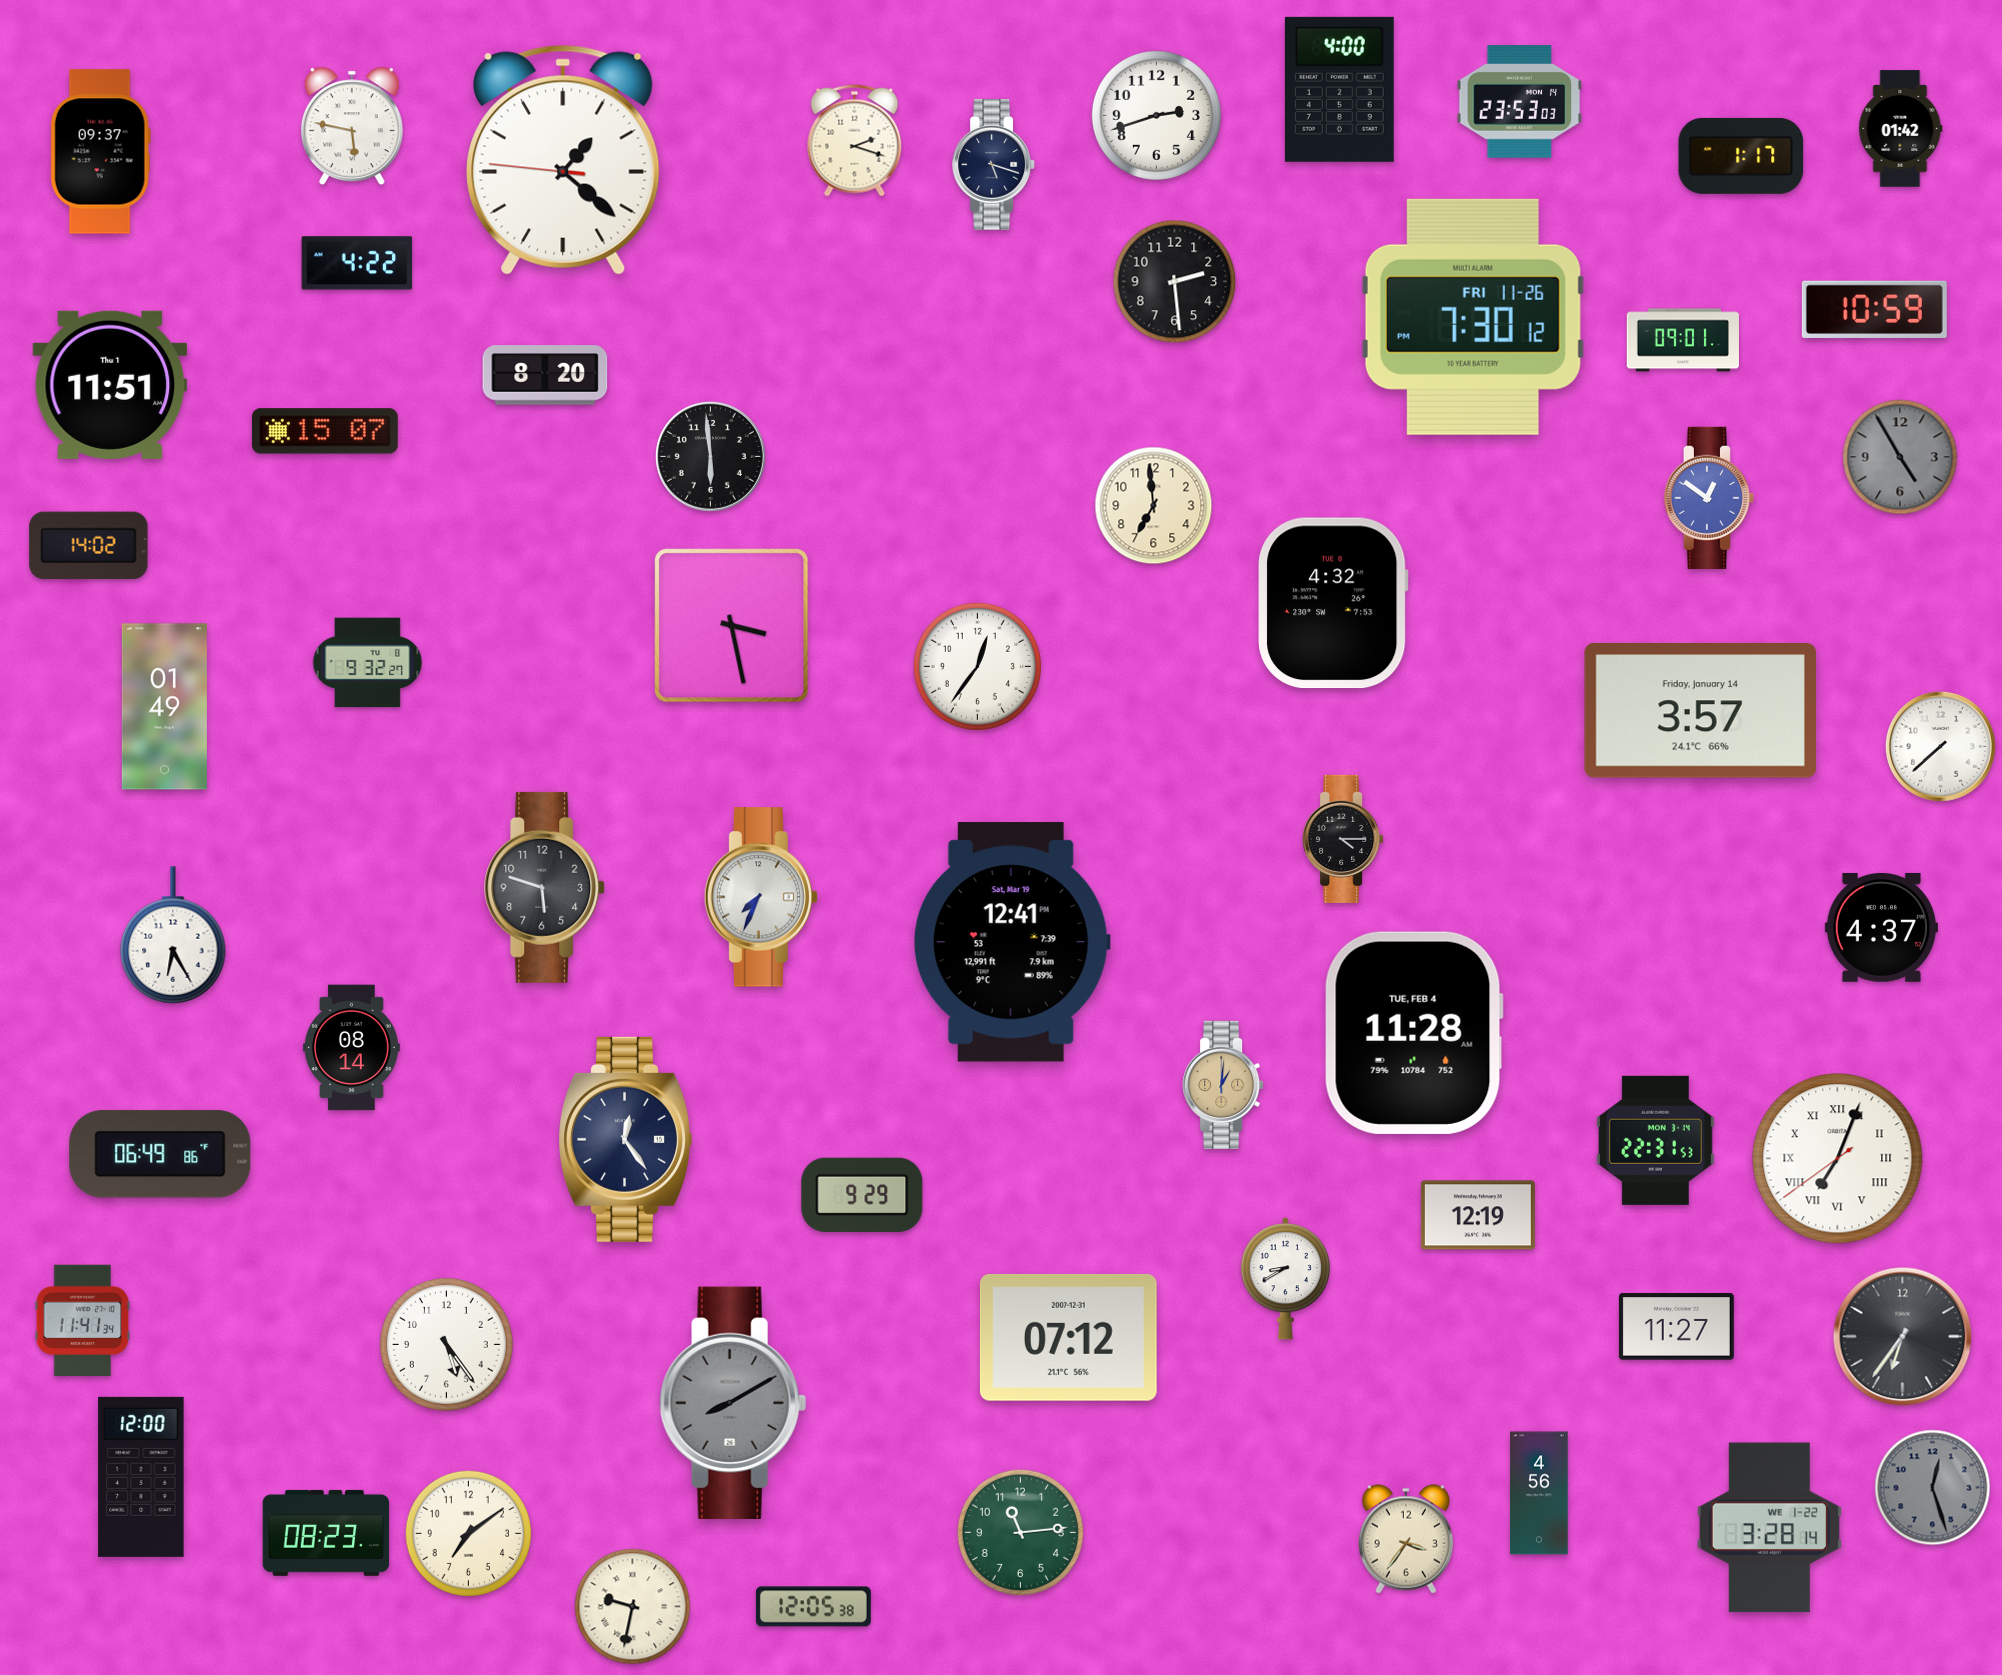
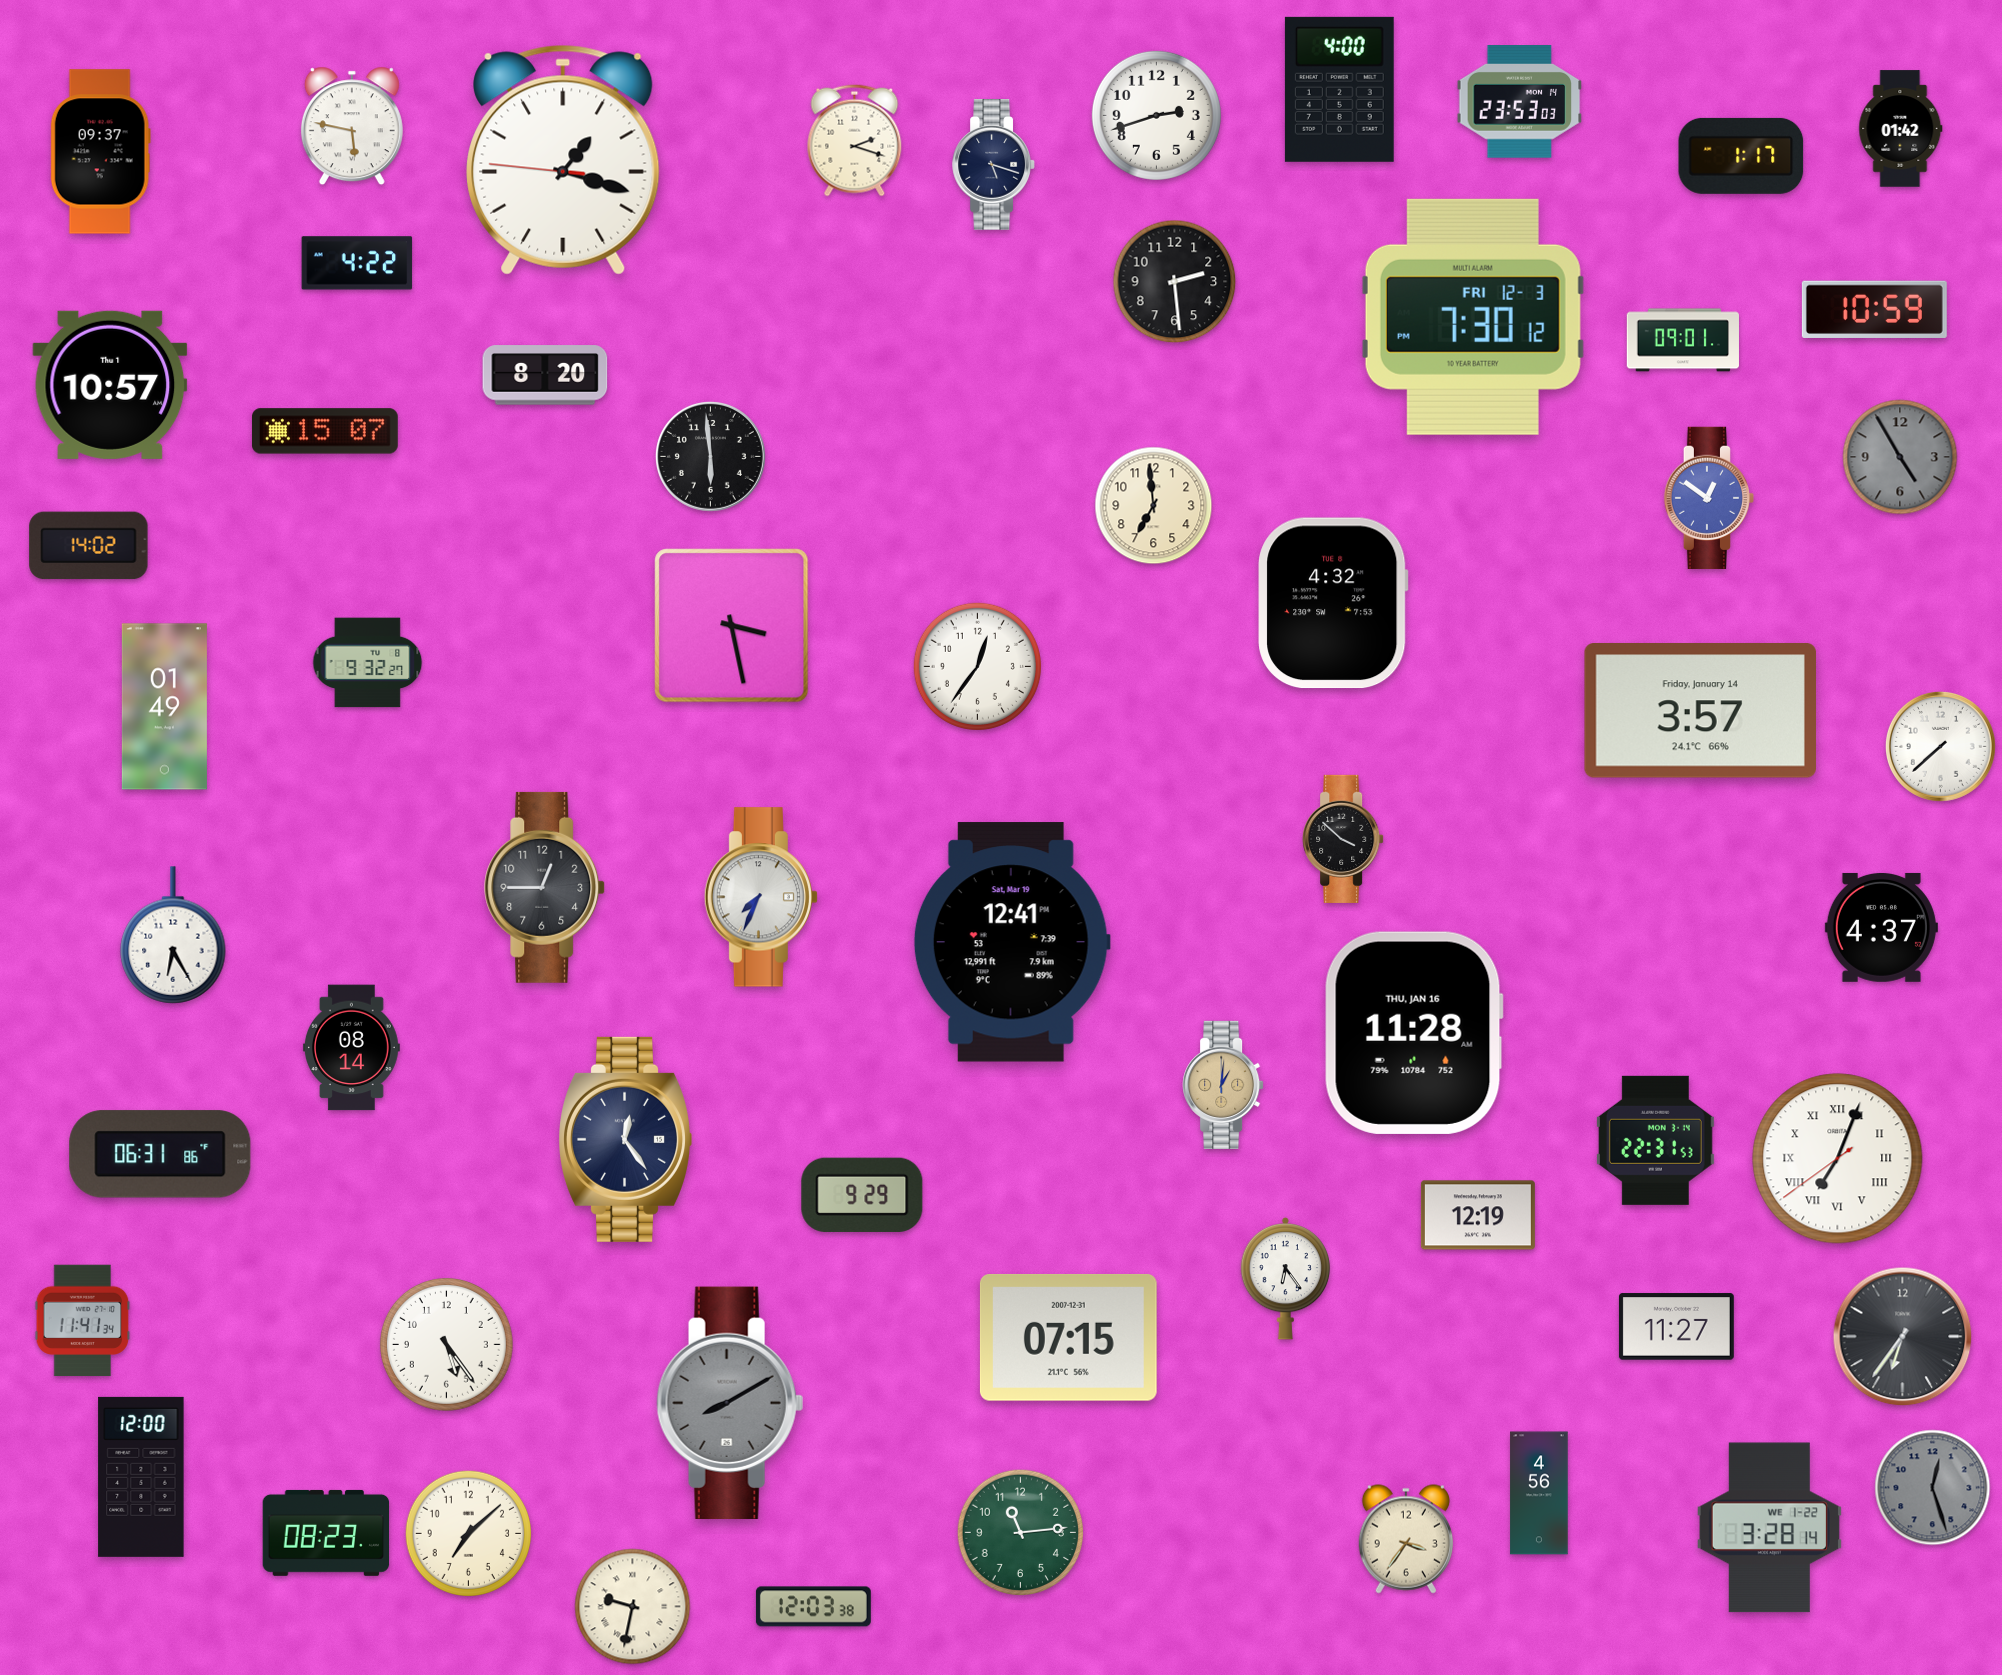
clock at (563, 160): 1:21 -> 1:17
clock at (1473, 317) date: FRI 11-26 -> FRI 12-3
clock at (110, 385): 11:51 -> 10:57
clock at (1343, 839): 4:15 -> 3:52
clock at (545, 887): 5:48 -> 12:45
clock at (1414, 1033) date: TUE, FEB 4 -> THU, JAN 16
clock at (160, 1154): 06:49 -> 06:31
clock at (1286, 1278): 8:40 -> 6:24
clock at (1068, 1337): 07:12 -> 07:15
clock at (733, 1403) position: (733, 1403) -> (730, 1403)
clock at (468, 1533): 7:09 -> 7:08
clock at (813, 1607): 12:05 -> 12:03
